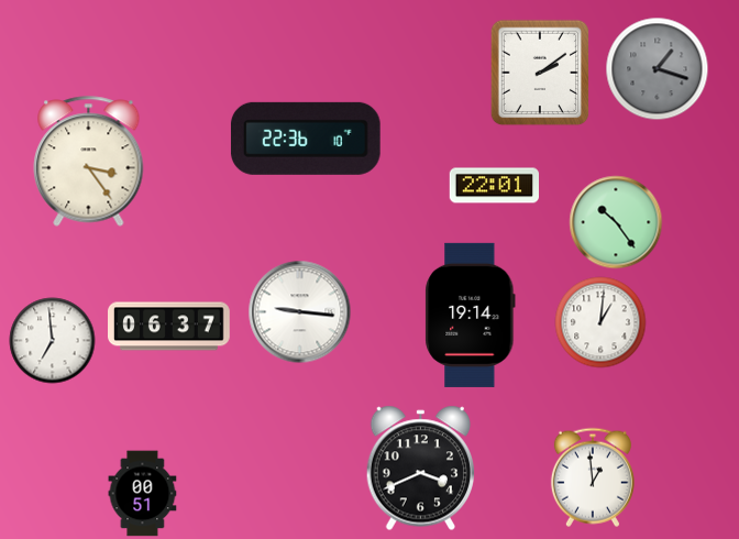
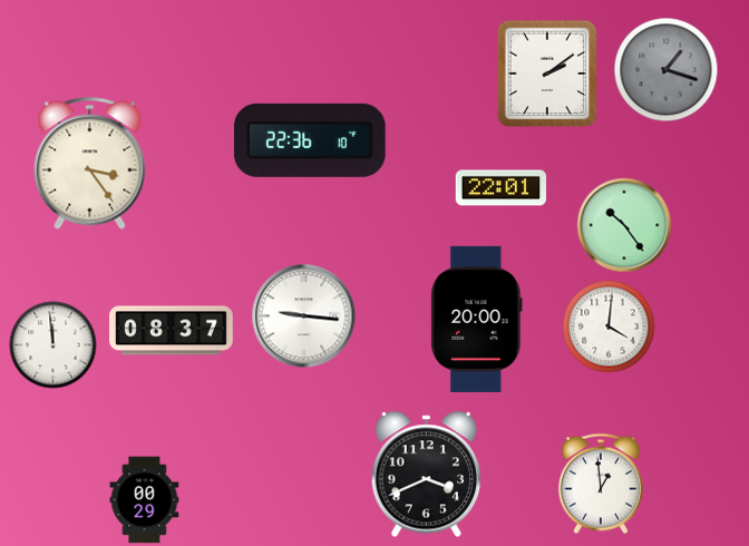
clock at (471, 315): 19:14 -> 20:00
clock at (600, 322): 1:01 -> 4:01
clock at (169, 327): 06:37 -> 08:37
clock at (53, 341): 6:59 -> 11:59
clock at (143, 494): 00:51 -> 00:29
